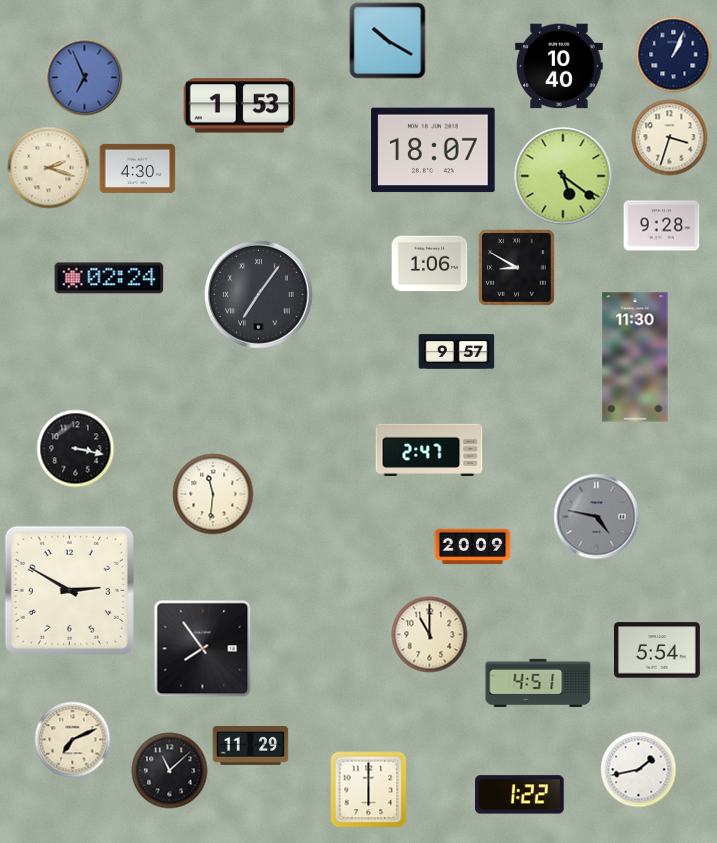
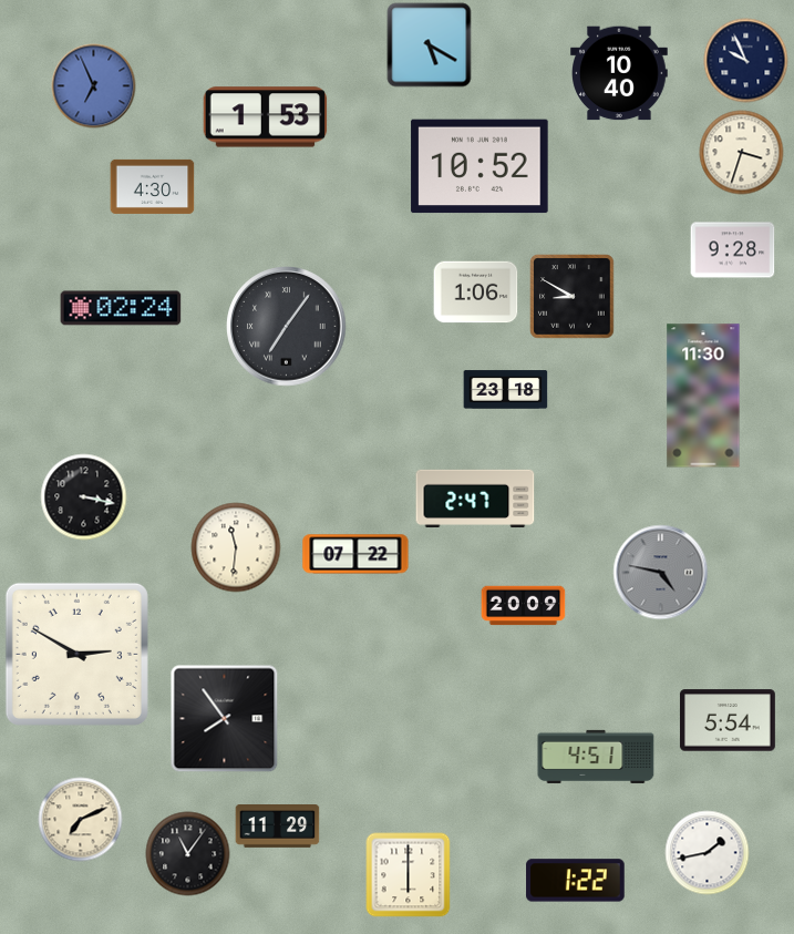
clock at (388, 41): 10:20 -> 5:20
clock at (674, 55): 1:04 -> 9:56
clock at (433, 150): 18:07 -> 10:52
clock at (49, 168): 2:18 -> none
clock at (563, 176): 5:21 -> none
clock at (457, 352): 9:57 -> 23:18
clock at (355, 554): none -> 07:22
clock at (430, 635): 11:00 -> none
clock at (170, 771): 11:08 -> 11:06
